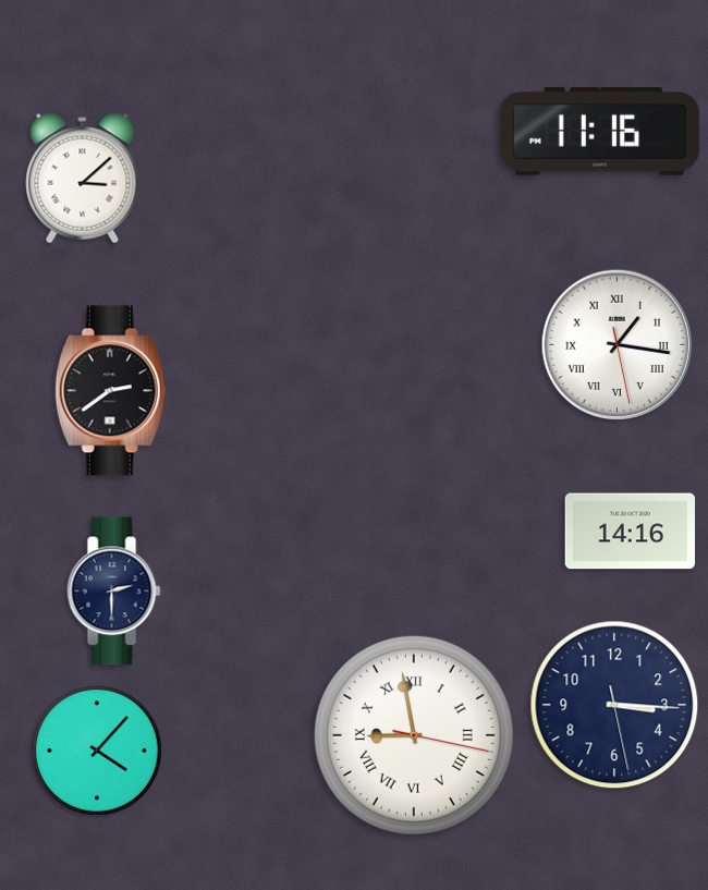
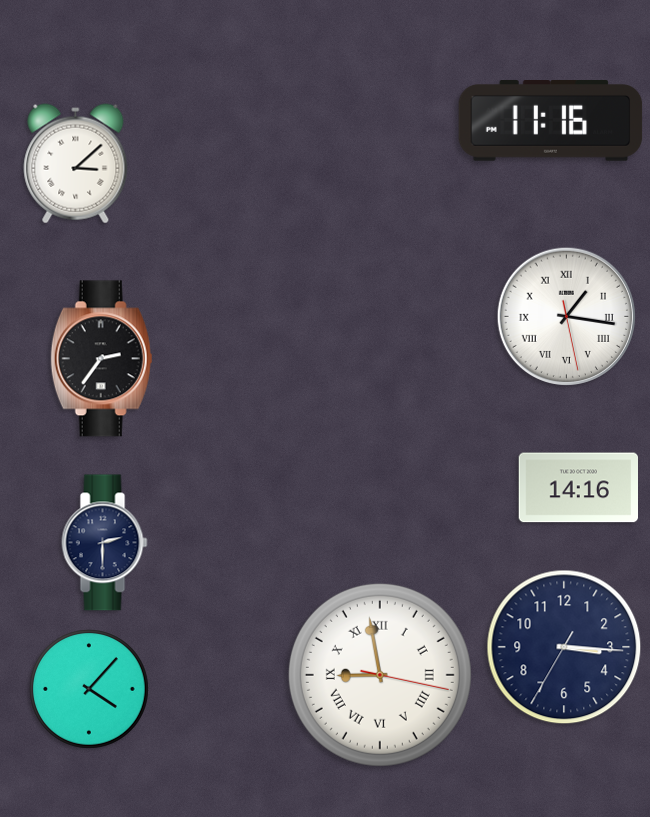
clock at (111, 391): 2:39 -> 2:36
clock at (614, 705): 3:15:28 -> 3:15:35
